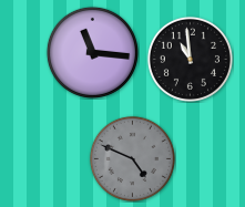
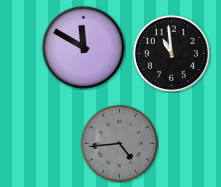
clock at (92, 52): 11:16 -> 11:50
clock at (132, 158): 4:49 -> 4:44
